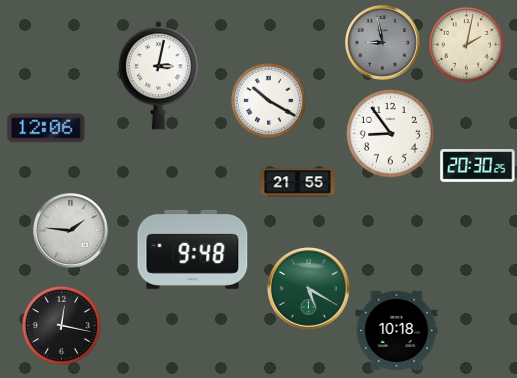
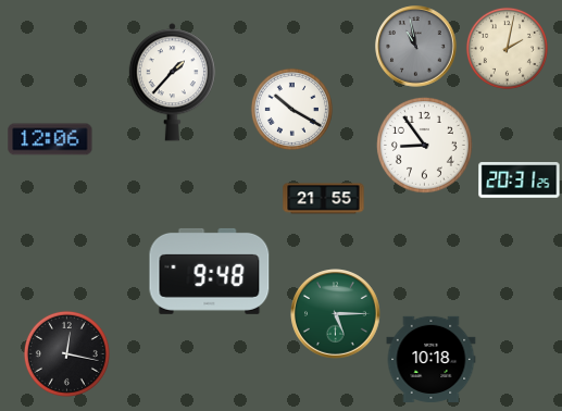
clock at (383, 43): 8:58 -> 10:58
clock at (158, 76): 3:02 -> 1:37
clock at (478, 166): 20:30 -> 20:31
clock at (71, 231): 1:46 -> none
clock at (309, 289): 5:20 -> 5:15
